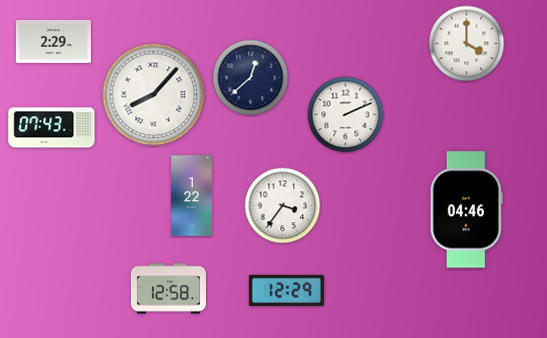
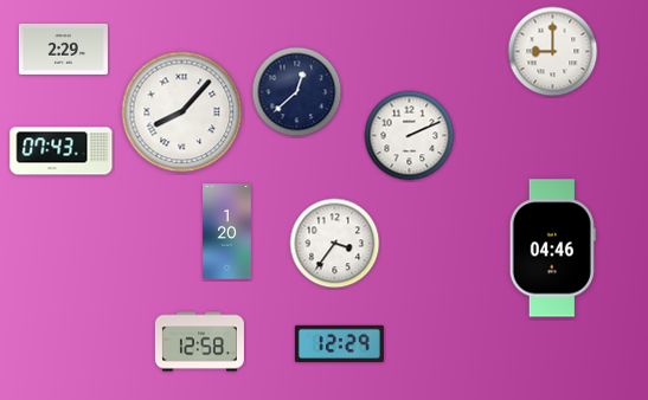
clock at (467, 44): 4:00 -> 9:00
clock at (192, 196): 1:22 -> 1:20
